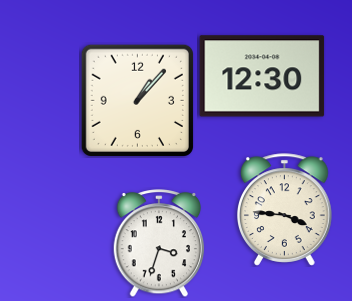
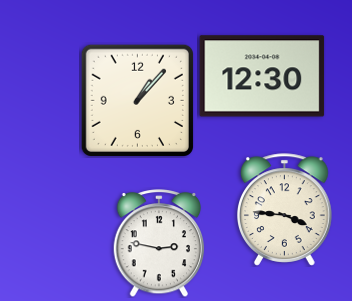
clock at (159, 243): 3:33 -> 2:47
